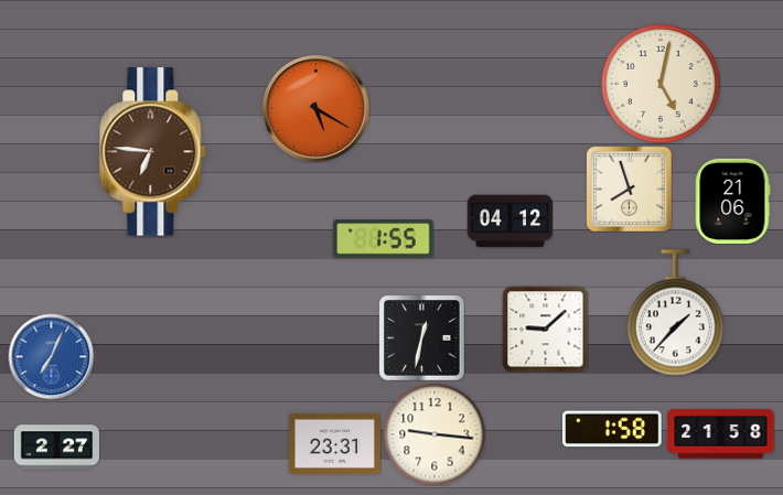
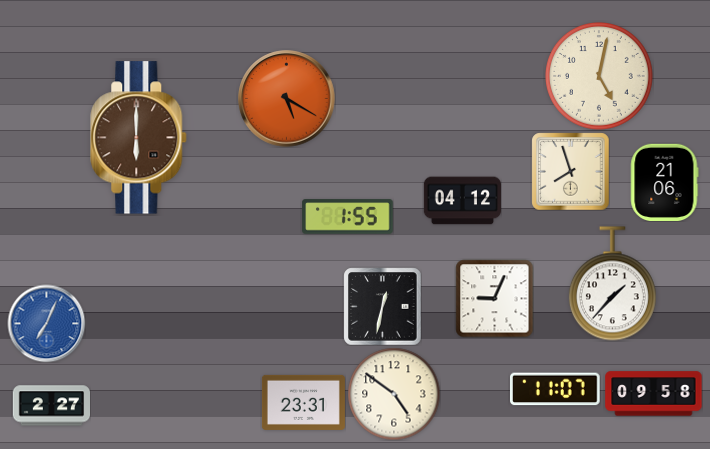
clock at (153, 152): 6:46 -> 6:00
clock at (545, 329): 9:08 -> 9:04
clock at (613, 429): 1:58 -> 11:07
clock at (435, 434): 9:16 -> 4:51
clock at (721, 434): 21:58 -> 09:58
